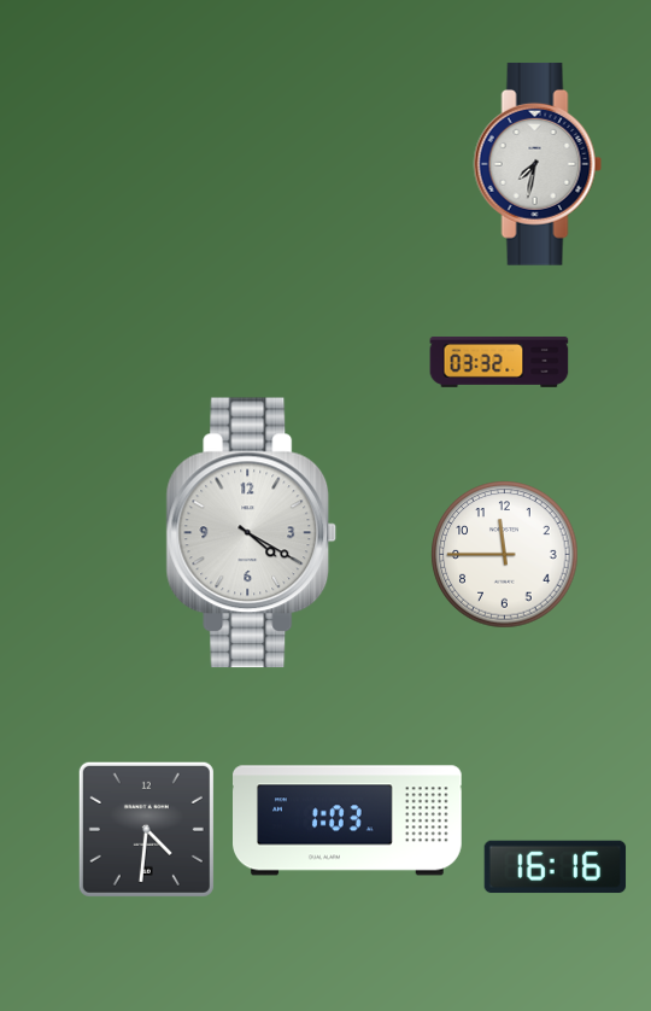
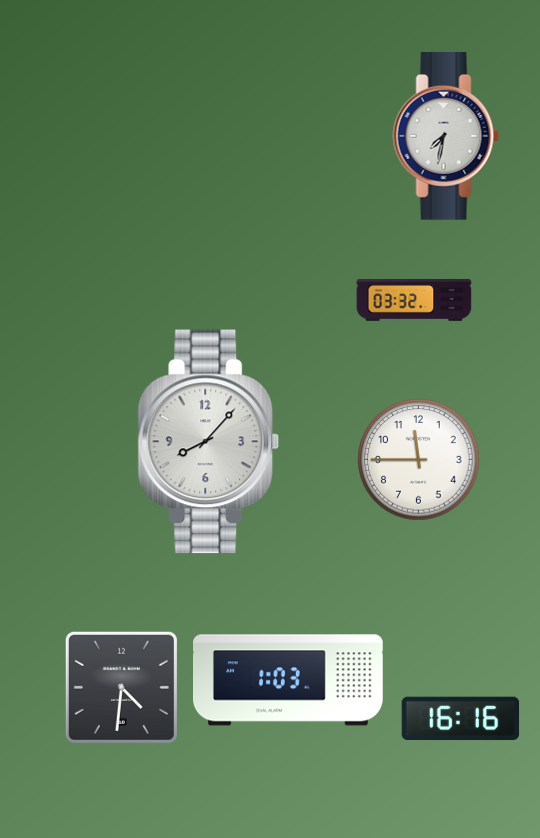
clock at (252, 533): 4:20 -> 8:07
